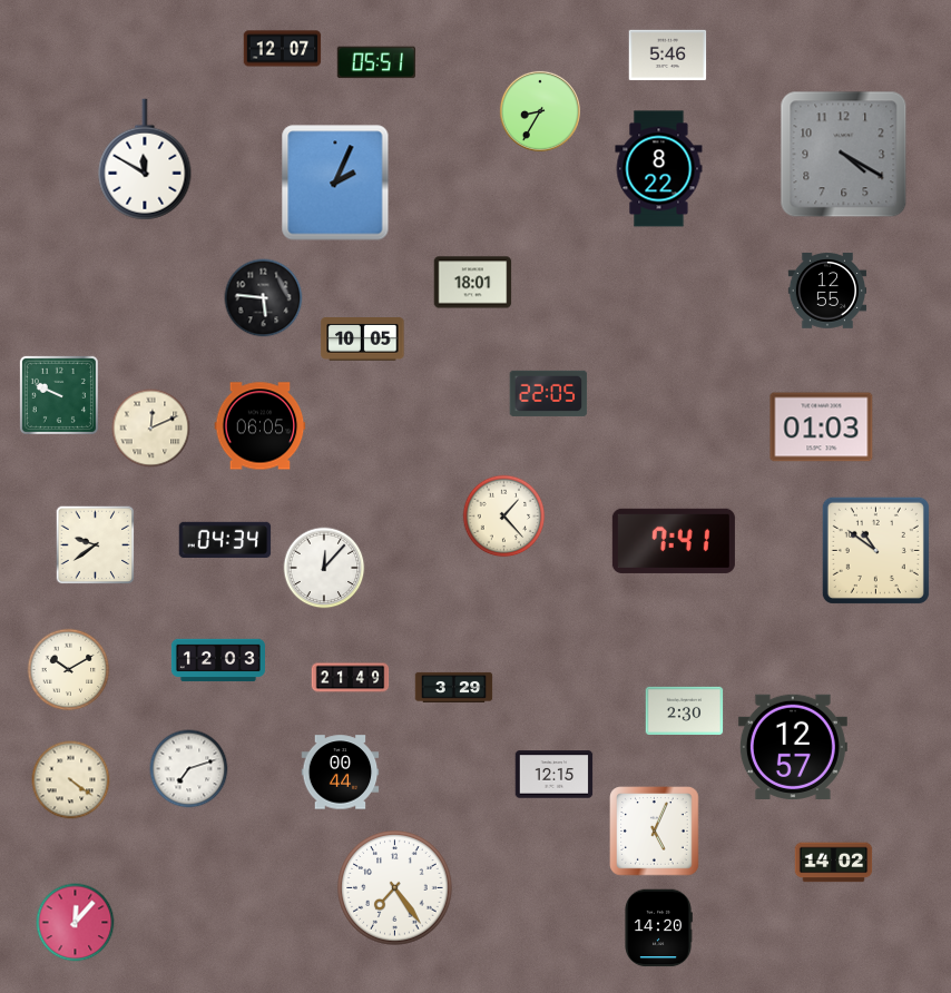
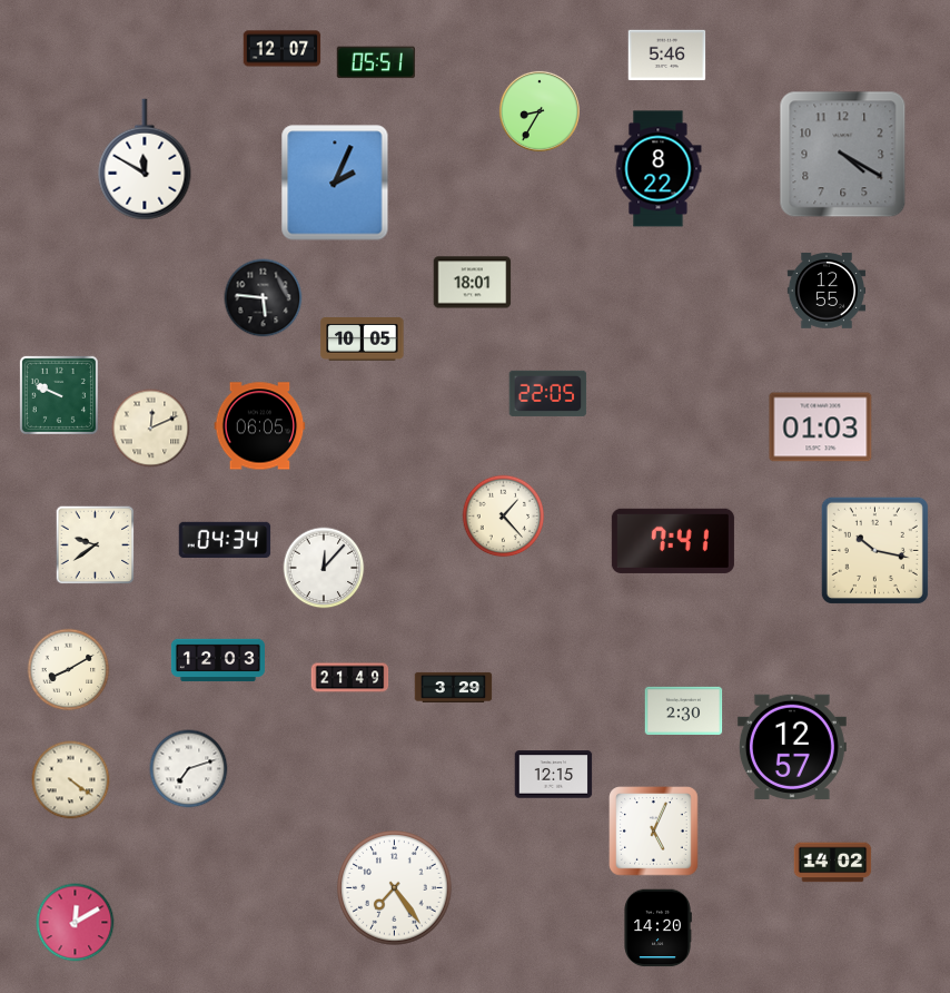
clock at (875, 550): 10:51 -> 10:17
clock at (69, 670): 10:10 -> 8:10
clock at (341, 773): 00:44 -> none
clock at (76, 923): 12:07 -> 12:10
